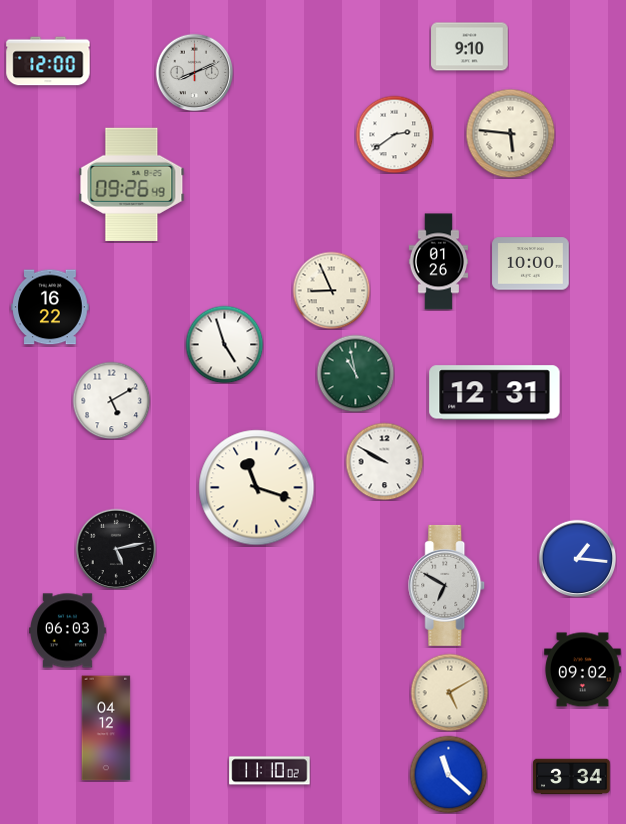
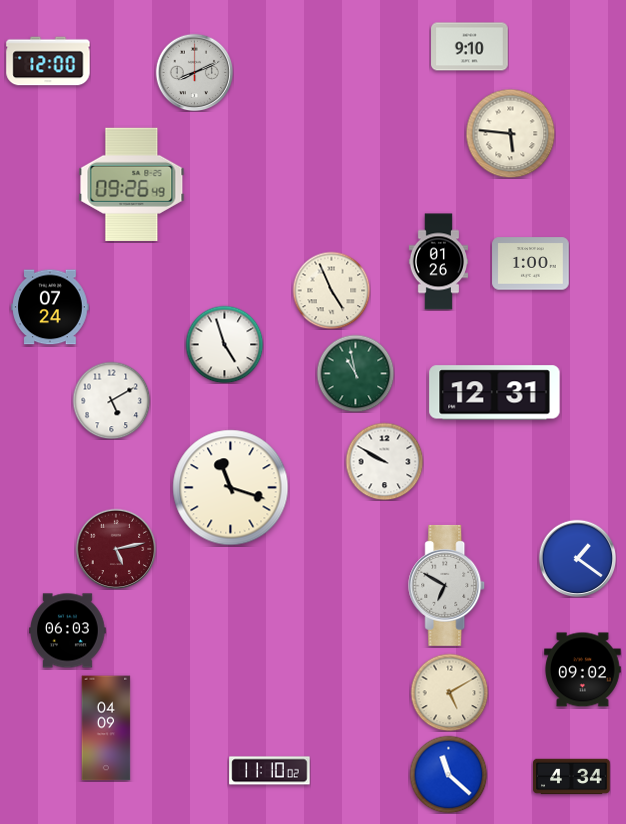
clock at (394, 134): 2:39 -> none
clock at (531, 264): 10:00 -> 1:00
clock at (331, 290): 8:56 -> 4:56
clock at (50, 307): 16:22 -> 07:24
clock at (257, 488) position: (257, 488) -> (231, 488)
clock at (116, 549) dial: black -> burgundy
clock at (577, 558): 1:16 -> 1:21
clock at (106, 728): 04:12 -> 04:09
clock at (572, 777): 3:34 -> 4:34
